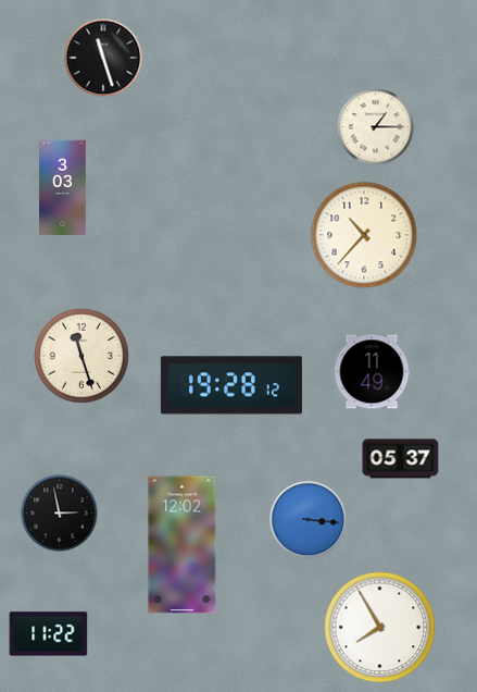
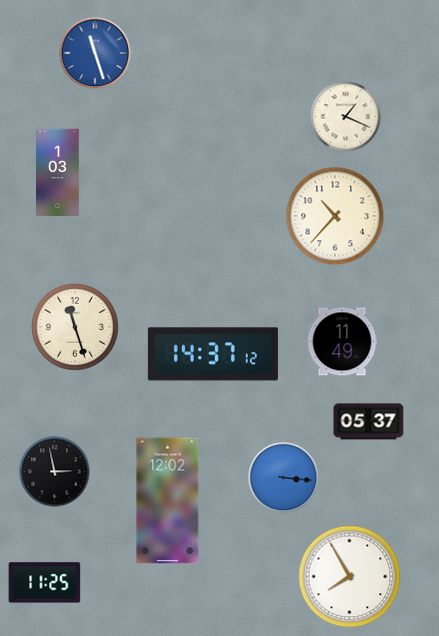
clock at (103, 58) dial: black -> blue
clock at (376, 127): 1:15 -> 1:19
clock at (63, 188): 3:03 -> 1:03
clock at (231, 385): 19:28 -> 14:37
clock at (49, 634): 11:22 -> 11:25
